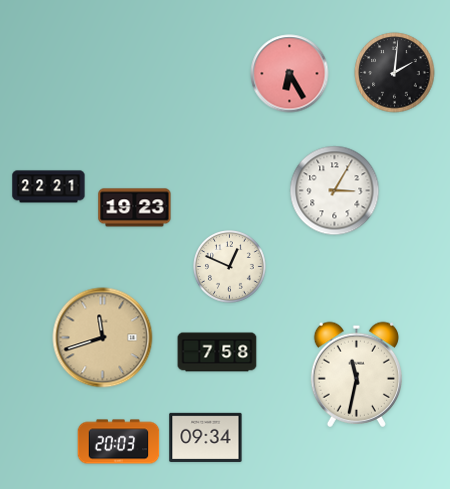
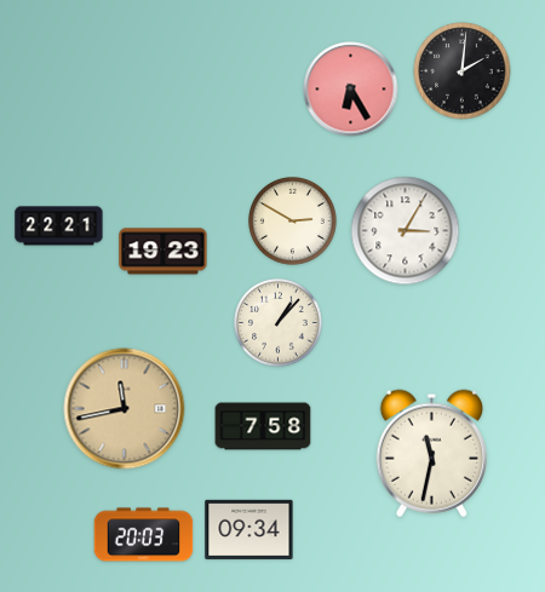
clock at (395, 73) position: (395, 73) -> (463, 71)
clock at (293, 222): none -> 2:50
clock at (230, 267): 12:49 -> 1:07
clock at (103, 338): 11:42 -> 11:43
